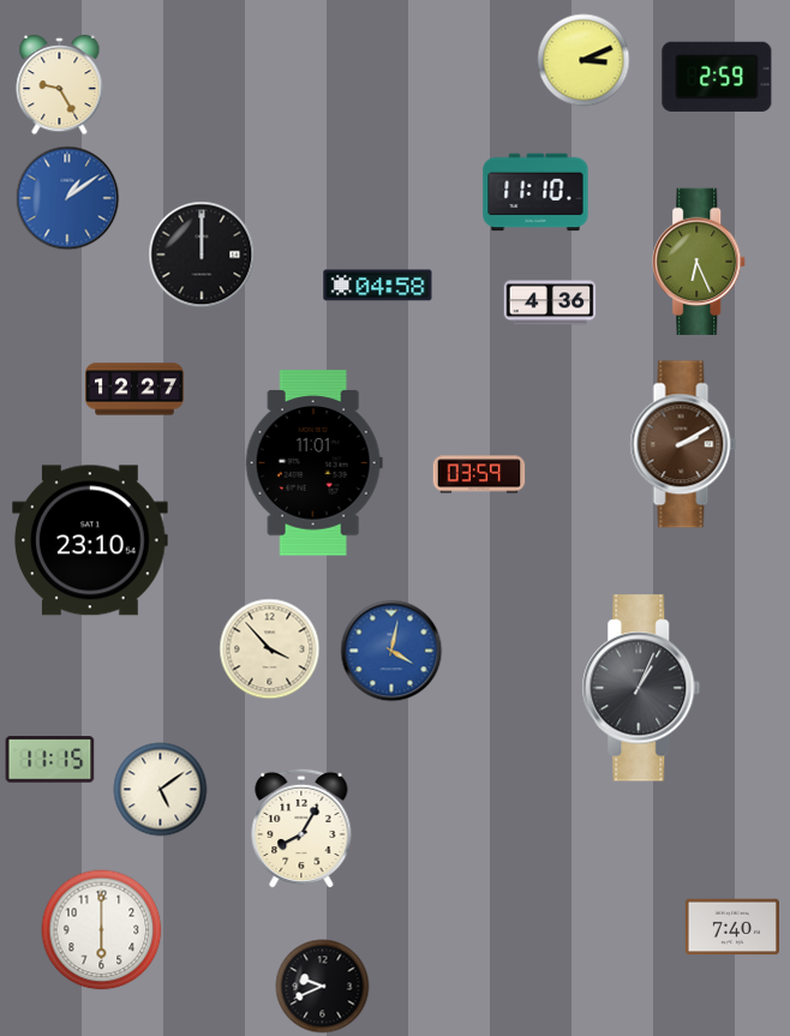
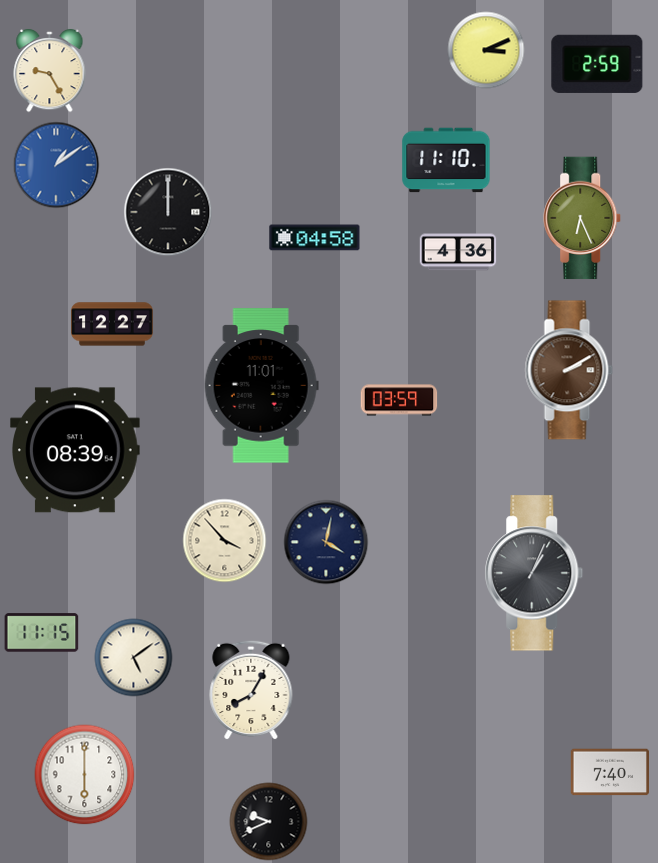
clock at (479, 474) position: (479, 474) -> (399, 400)
clock at (91, 540): 23:10 -> 08:39
clock at (391, 651) dial: blue -> navy
